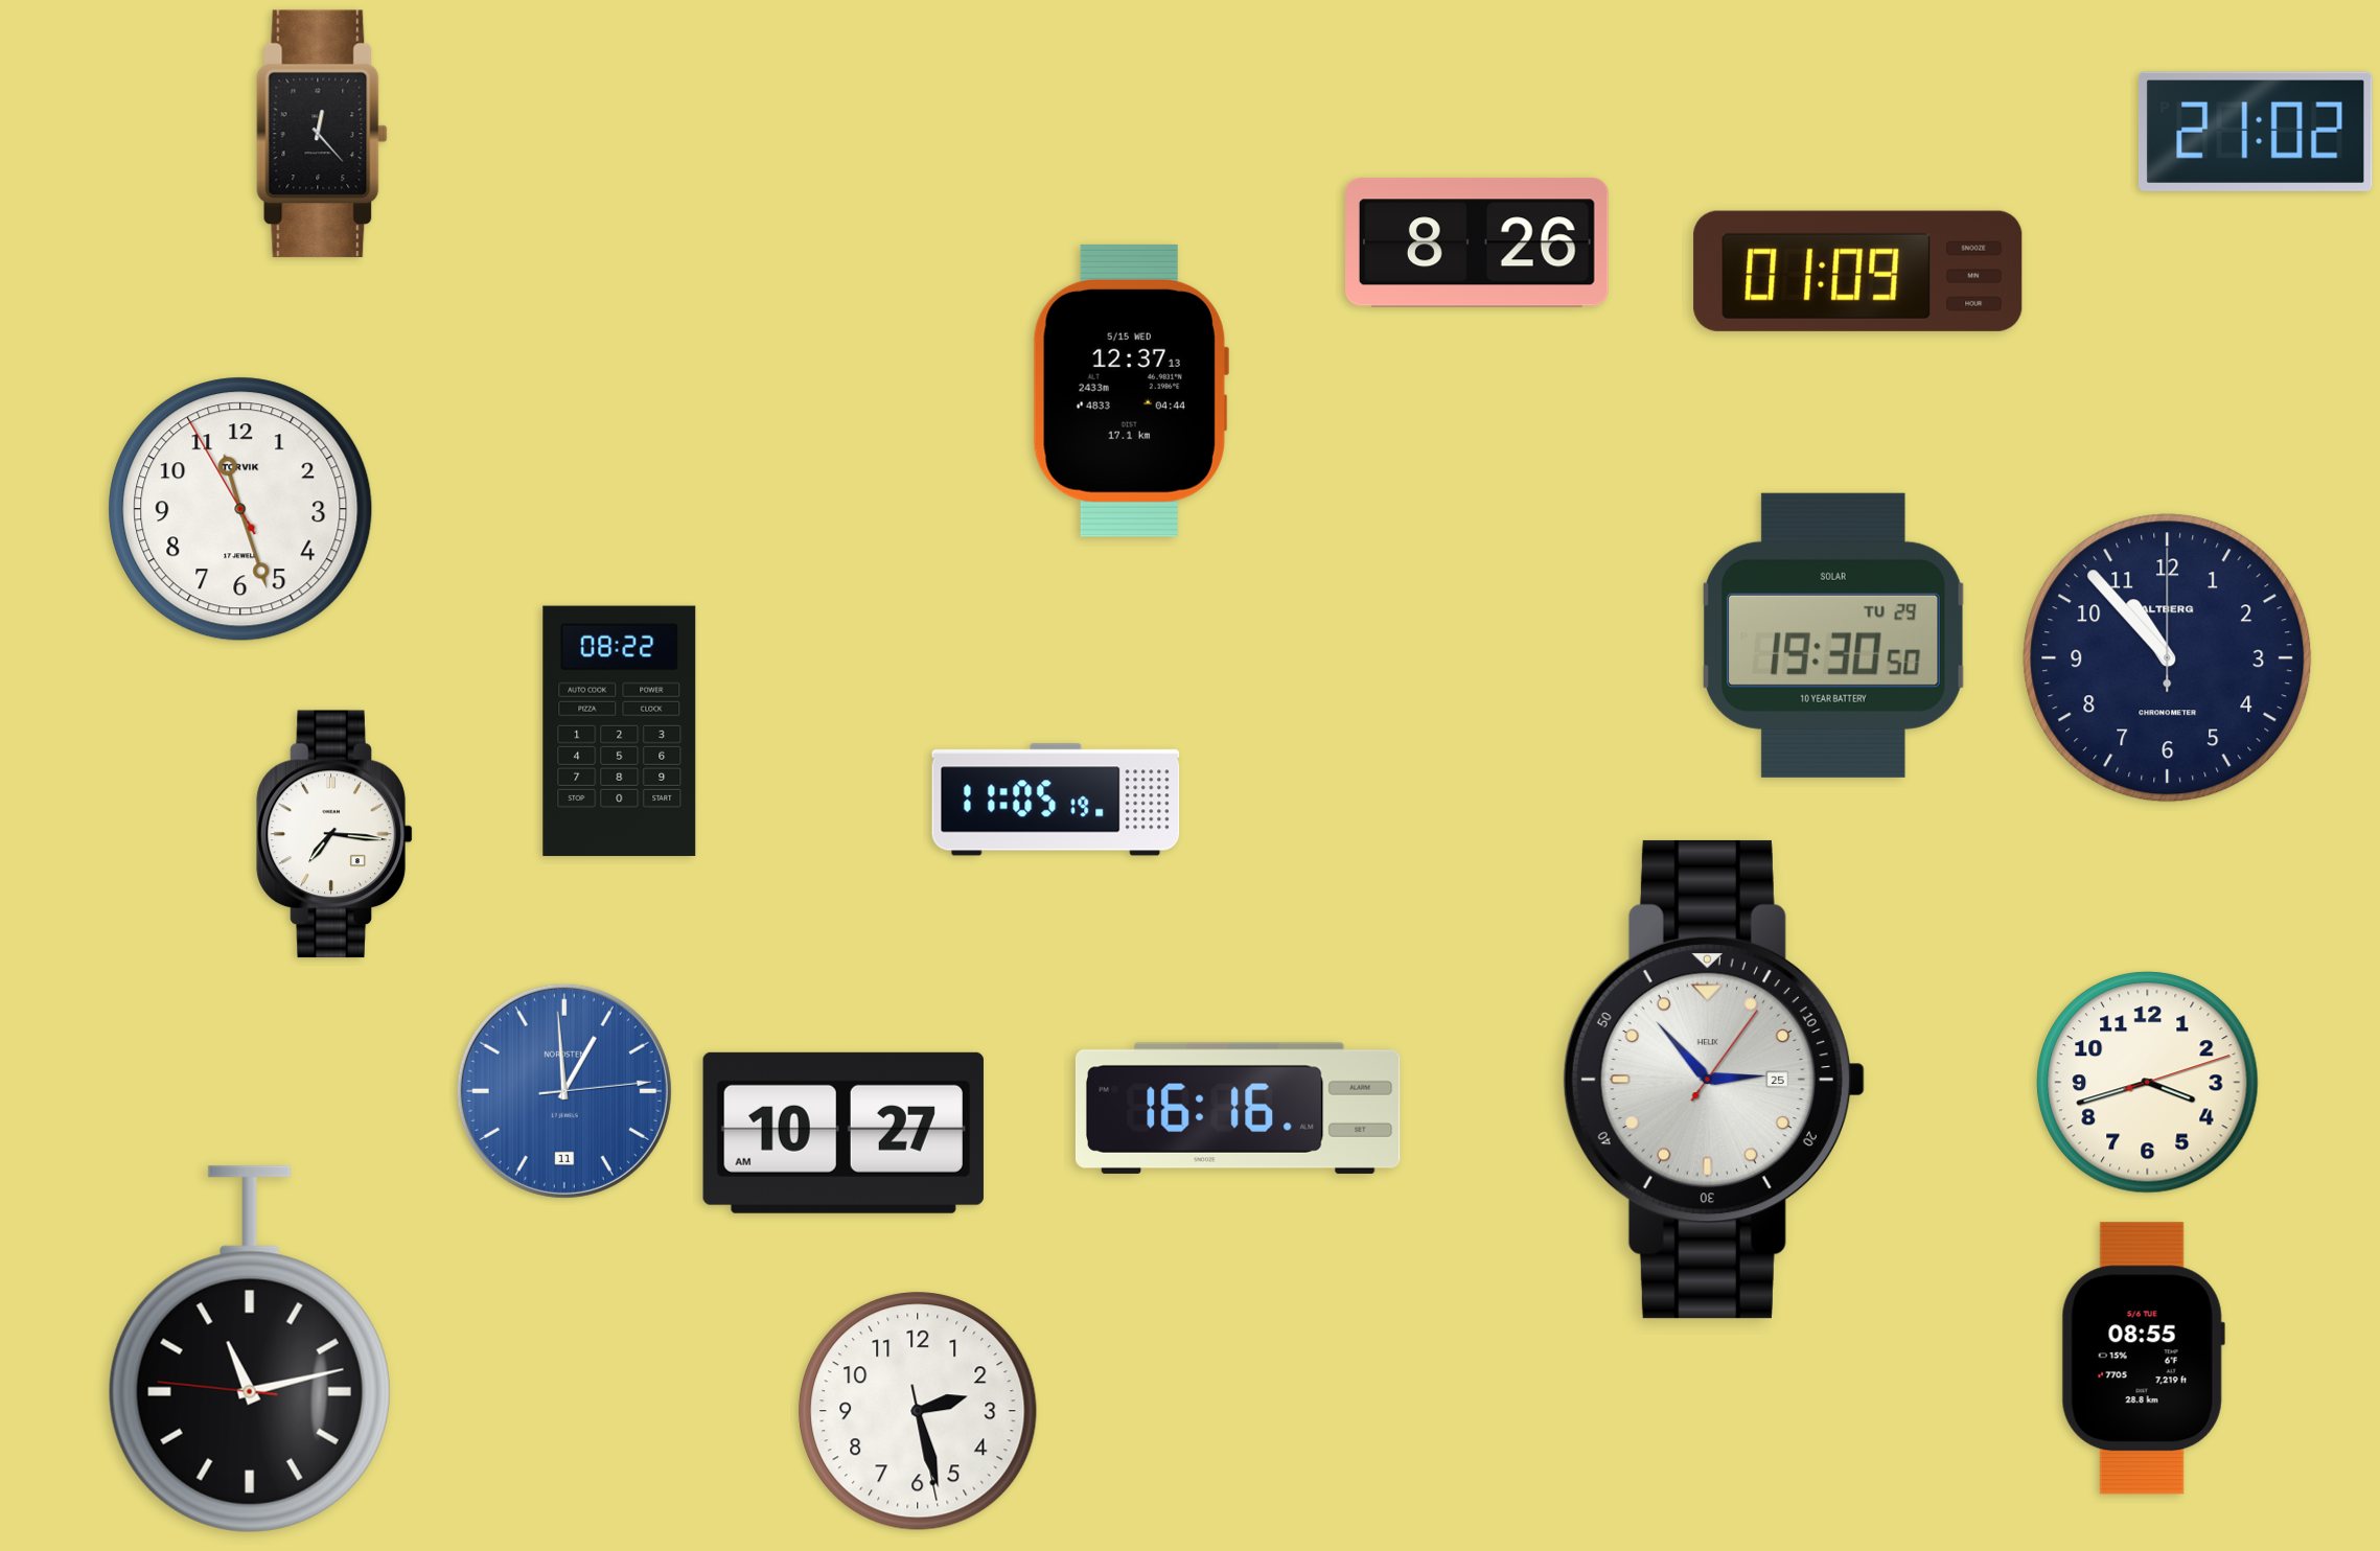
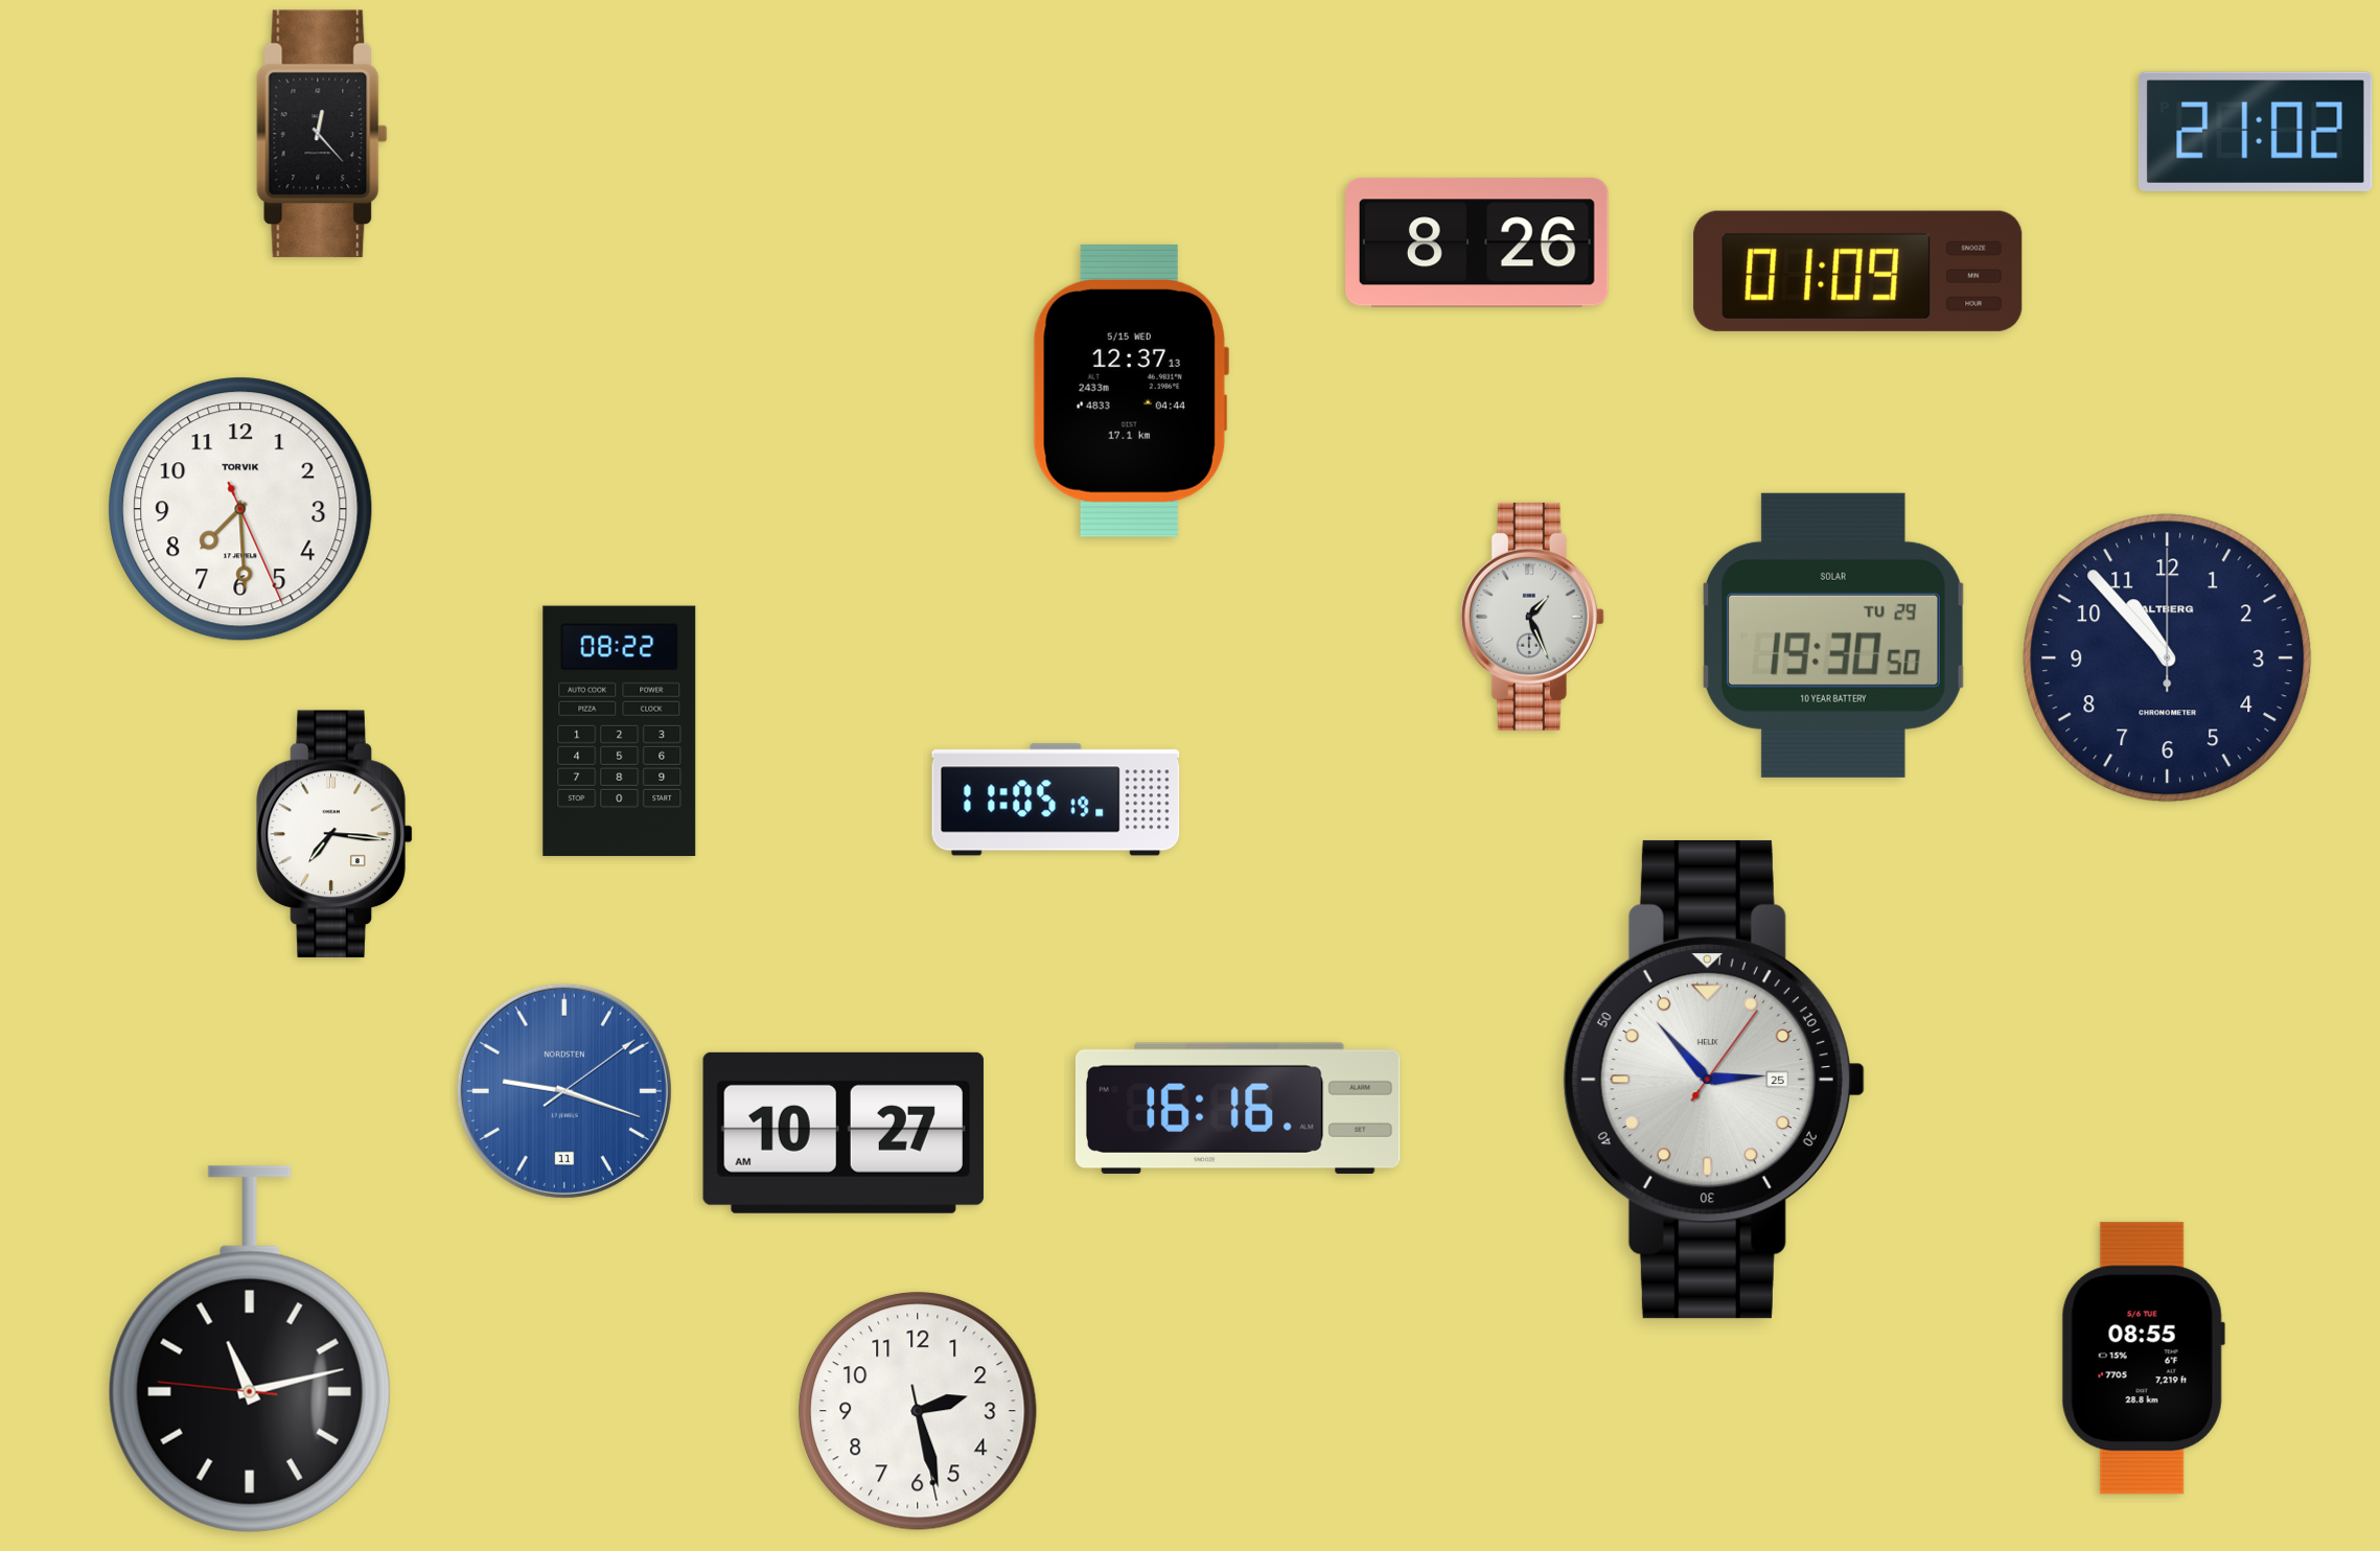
clock at (240, 509): 11:26 -> 7:29
clock at (1532, 617): none -> 1:26
clock at (2148, 1083): 3:42 -> none
clock at (564, 1091): 12:59 -> 9:18
